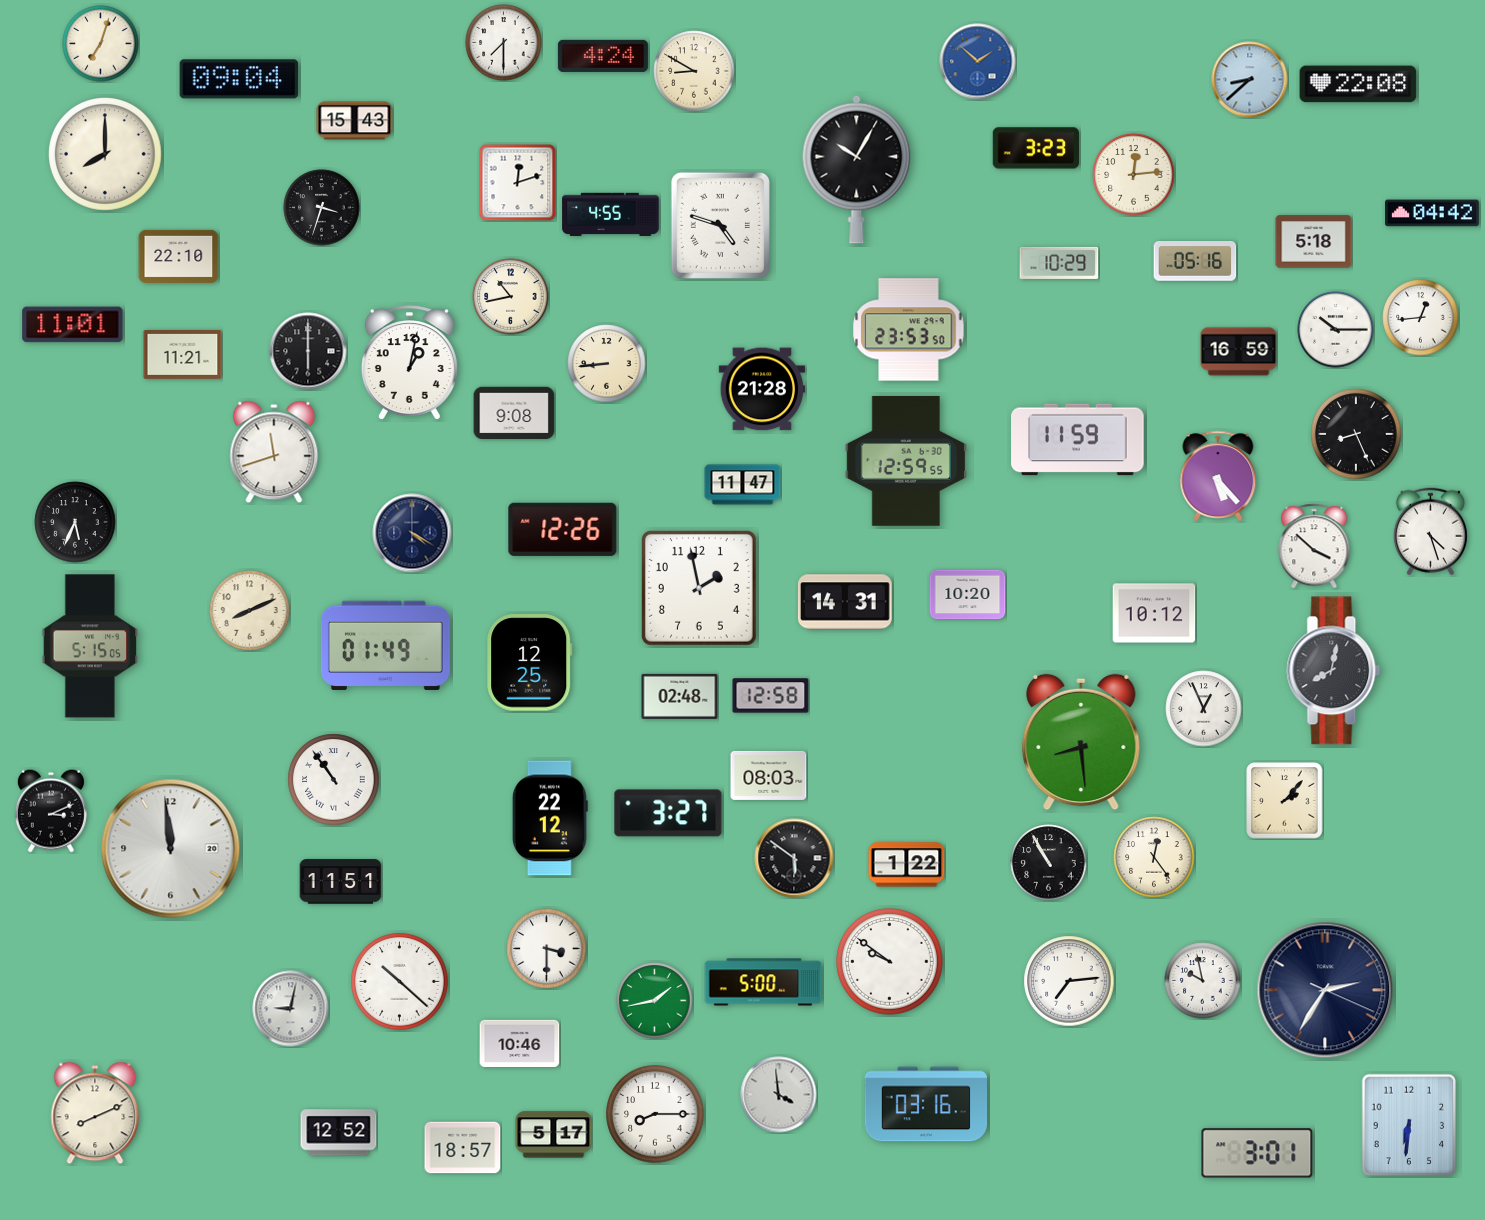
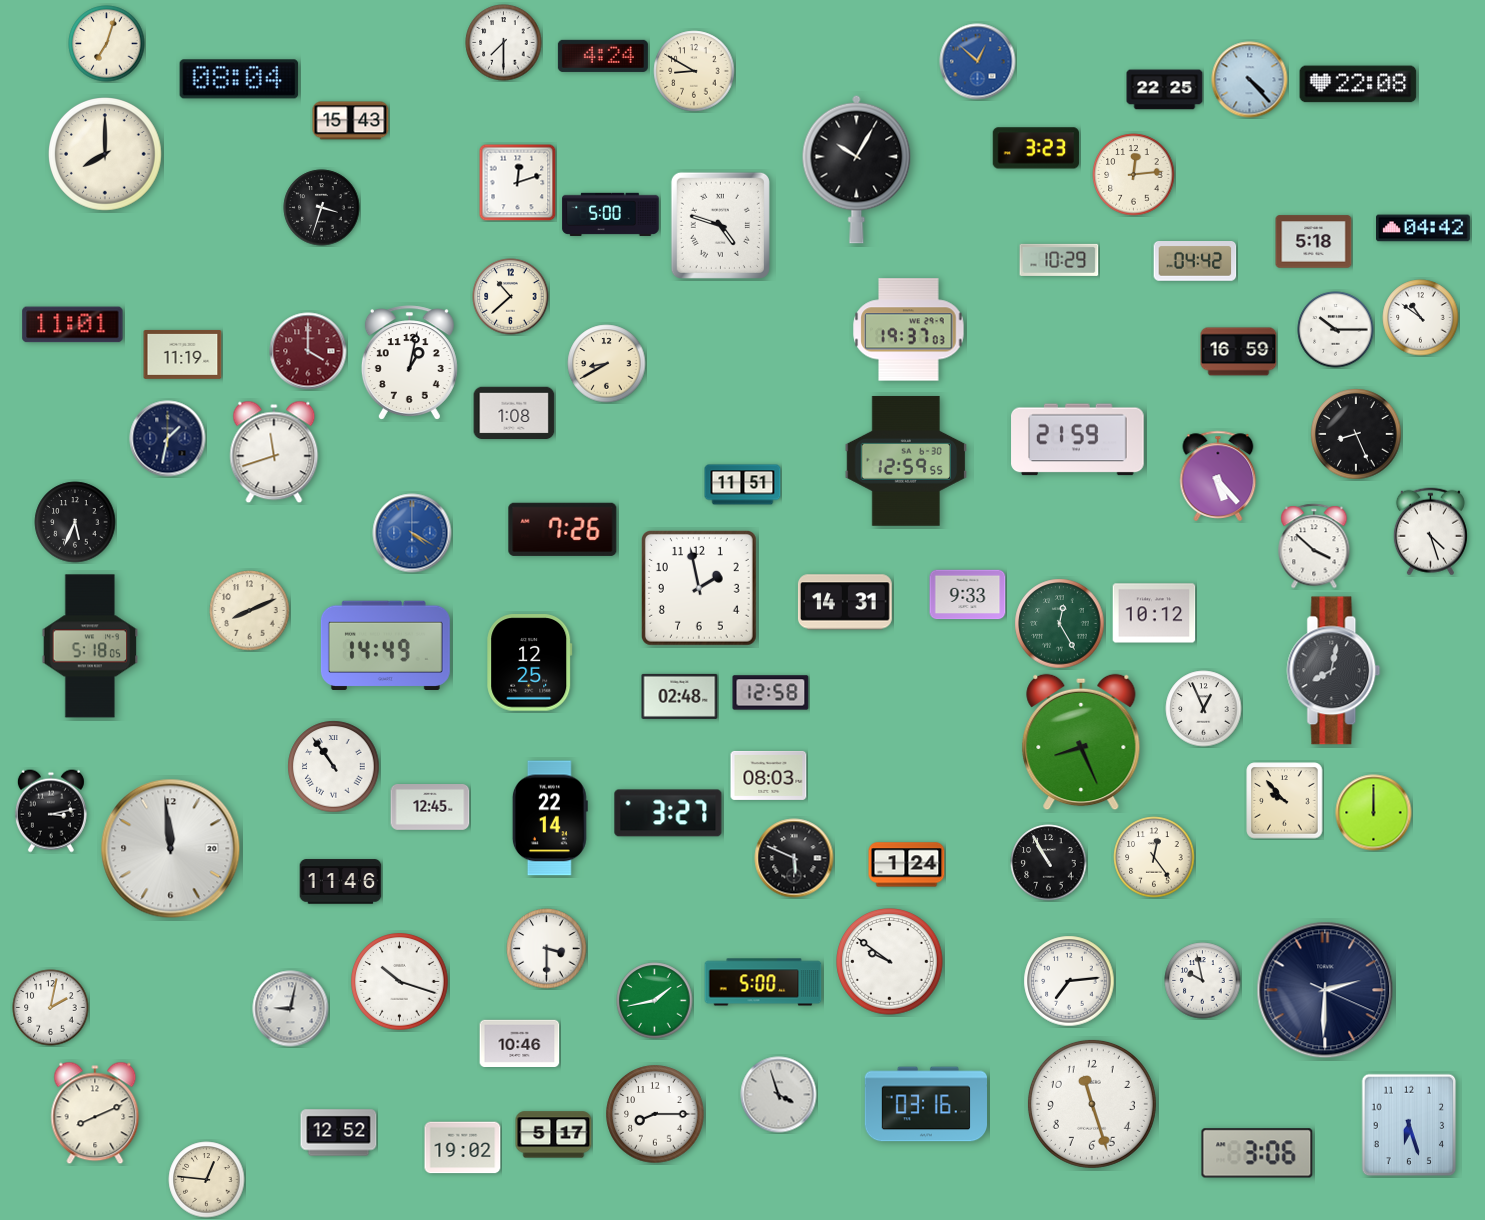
clock at (101, 44) position: (101, 44) -> (107, 44)
clock at (978, 62): 1:52 -> 12:52
clock at (239, 79): 09:04 -> 08:04
clock at (1250, 80): 8:38 -> 4:23
clock at (1165, 90): none -> 22:25
clock at (355, 121) position: (355, 121) -> (351, 121)
clock at (1433, 213) position: (1433, 213) -> (1424, 228)
clock at (611, 214): 4:55 -> 5:00
clock at (179, 256): 22:10 -> none
clock at (1195, 262): 05:16 -> 04:42
clock at (1059, 263) position: (1059, 263) -> (1059, 260)
clock at (511, 297): 10:43 -> 10:38
clock at (1421, 318): 12:44 -> 10:51
clock at (909, 330): 23:53 -> 19:37
clock at (308, 351): 6:00 -> 4:00
clock at (308, 351) dial: black -> burgundy
clock at (183, 354): 11:21 -> 11:19
clock at (607, 364): 8:44 -> 8:40
clock at (761, 389): 21:28 -> none
clock at (514, 413): 9:08 -> 1:08
clock at (168, 439): none -> 1:32
clock at (1078, 440): 11:59 -> 21:59
clock at (743, 485): 11:47 -> 11:51
clock at (563, 529): 12:26 -> 7:26
clock at (412, 533) dial: navy -> blue
clock at (968, 595): 10:20 -> 9:33
clock at (1060, 624): none -> 12:25
clock at (385, 645): 01:49 -> 14:49
clock at (90, 646): 5:15 -> 5:18
clock at (771, 696) position: (771, 696) -> (771, 693)
clock at (1081, 742): 8:29 -> 8:26
clock at (334, 780) position: (334, 780) -> (334, 767)
clock at (1285, 801): 2:07 -> 9:53
clock at (430, 808): none -> 12:45
clock at (51, 811): 3:11 -> 3:13
clock at (1374, 813): none -> 12:00
clock at (550, 818): 22:12 -> 22:14
clock at (794, 858): 5:51 -> 5:49
clock at (907, 865): 1:22 -> 1:24
clock at (341, 882): 11:51 -> 11:46
clock at (400, 982): 10:22 -> 10:18
clock at (1325, 990): 2:35 -> 2:30
clock at (51, 1008): none -> 2:02
clock at (779, 1095): 3:59 -> 3:57
clock at (1092, 1104): none -> 11:27
clock at (1409, 1125): 6:31 -> 6:27
clock at (463, 1148): 18:57 -> 19:02
clock at (1257, 1153): 3:01 -> 3:06
clock at (207, 1180): none -> 12:46
